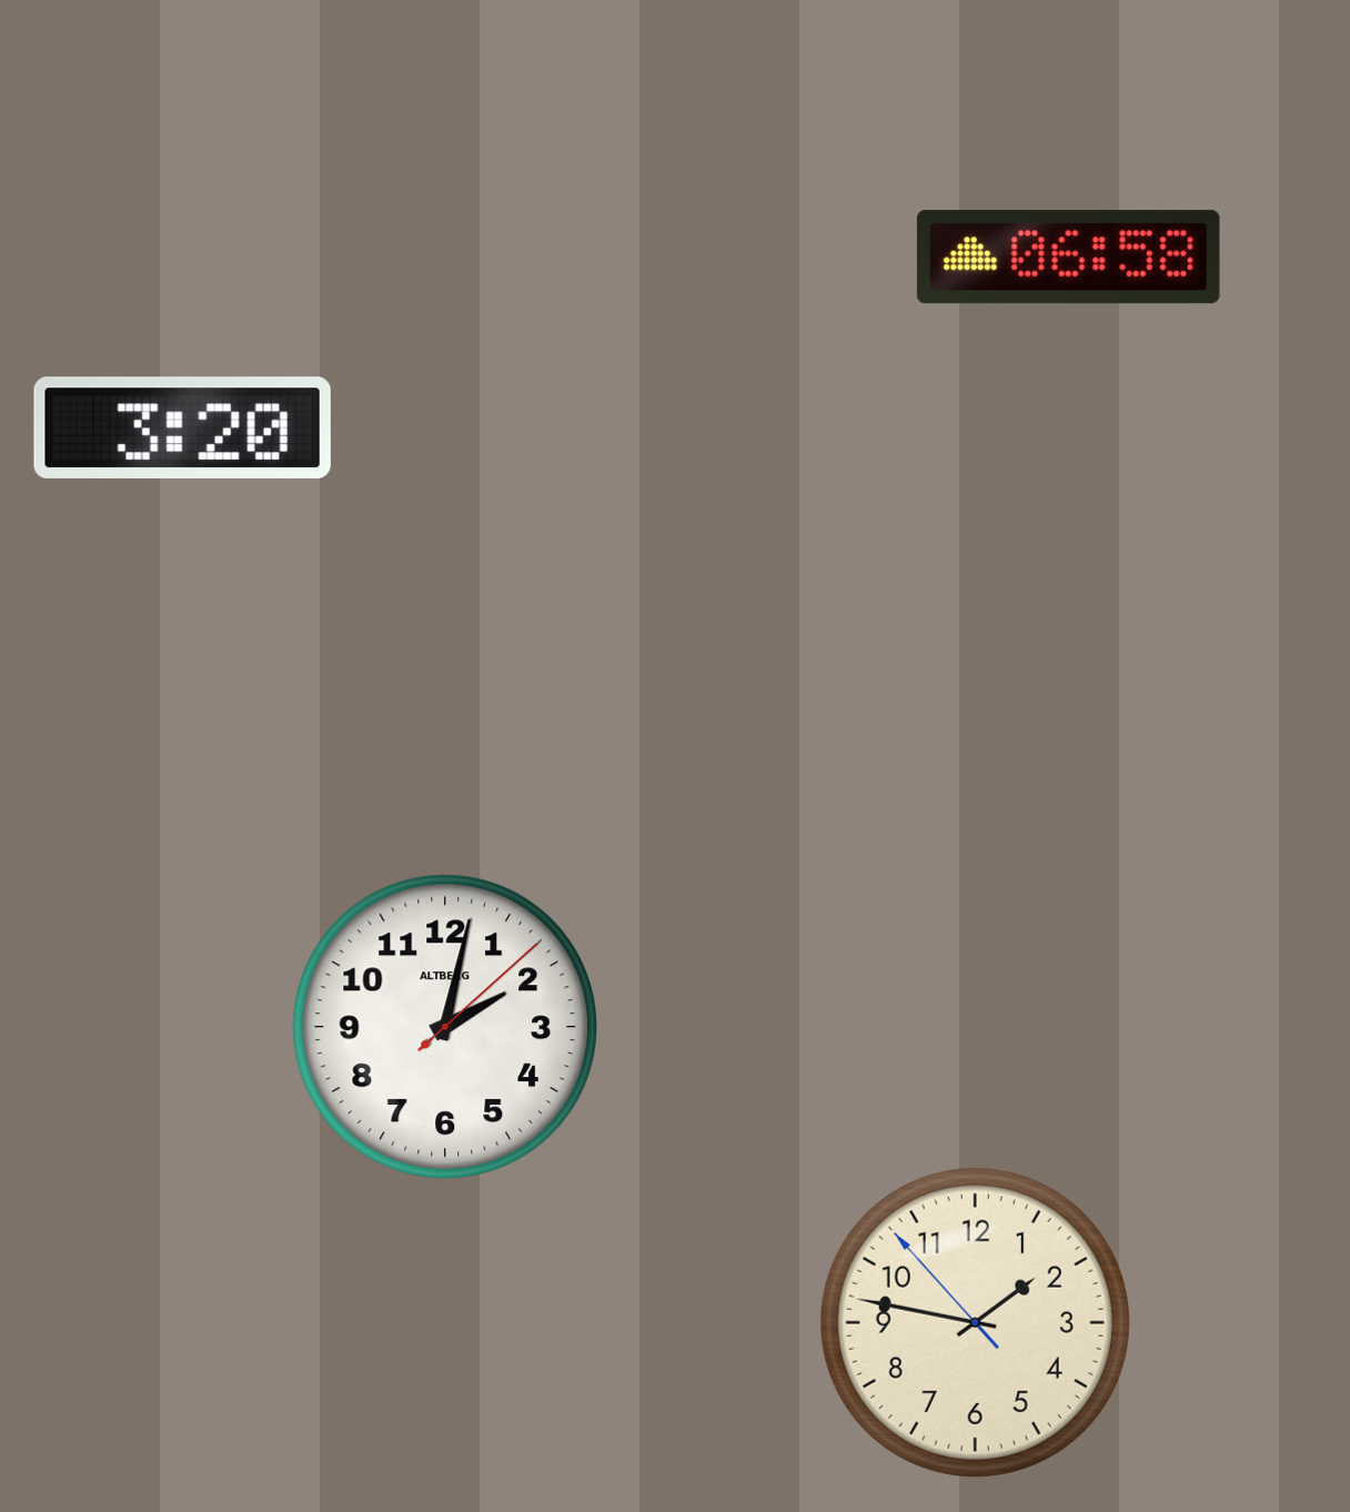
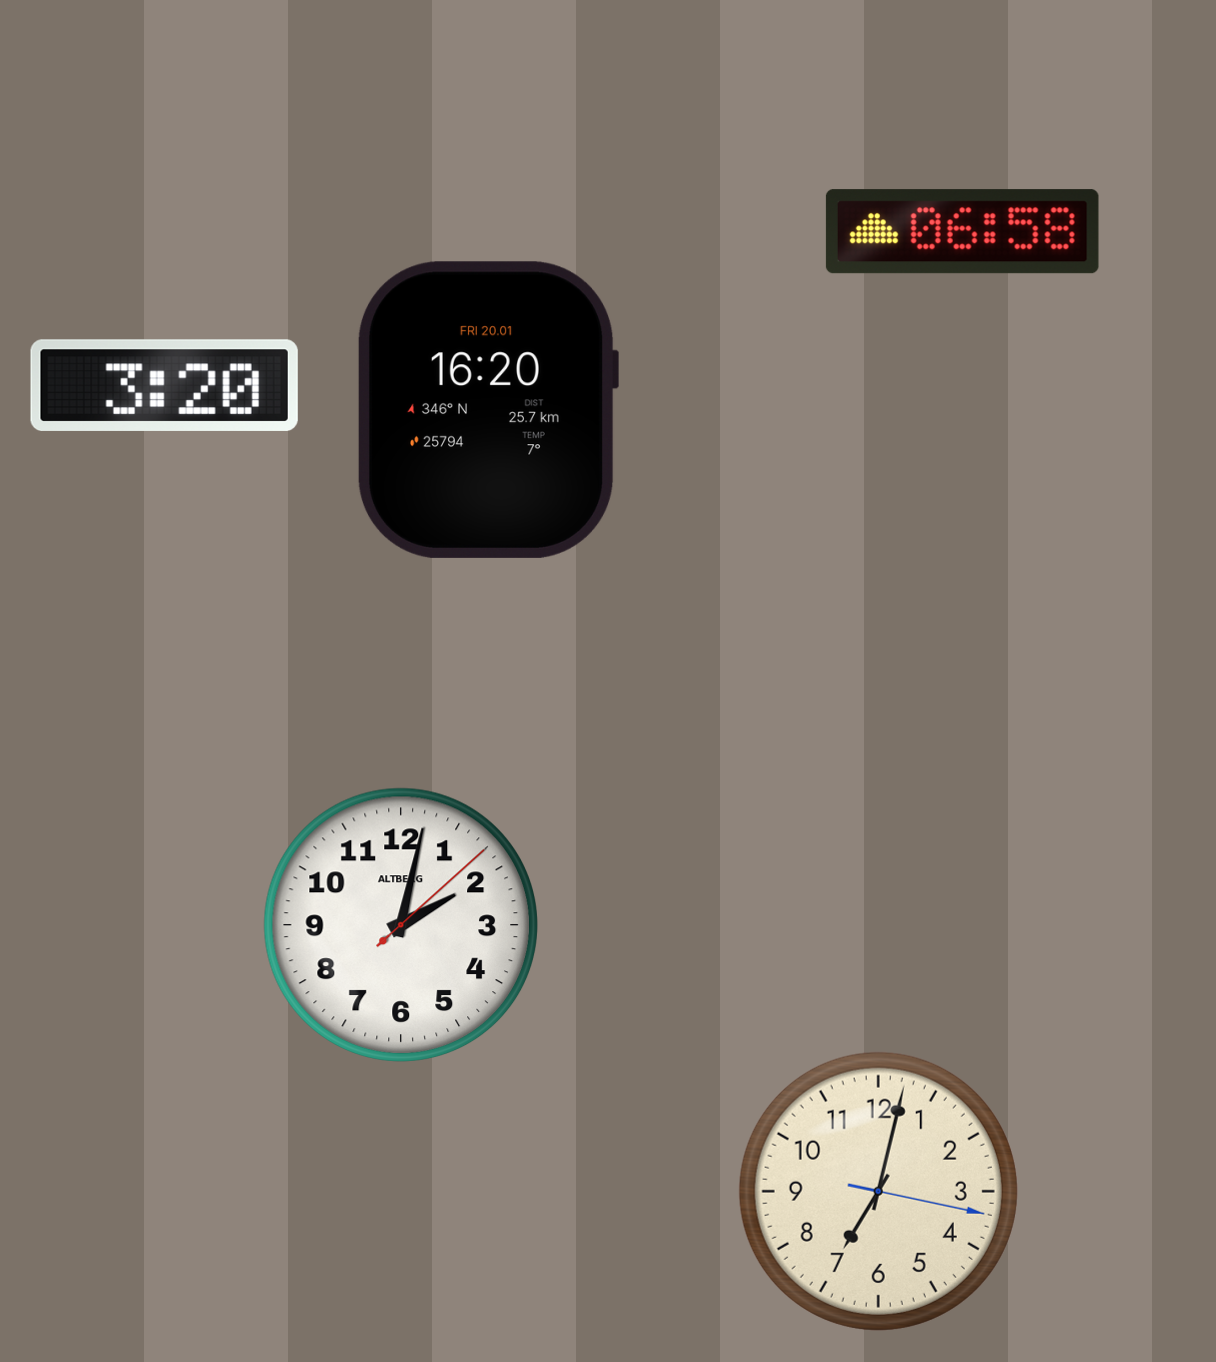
clock at (487, 410): none -> 16:20
clock at (975, 1322): 1:46 -> 7:02
